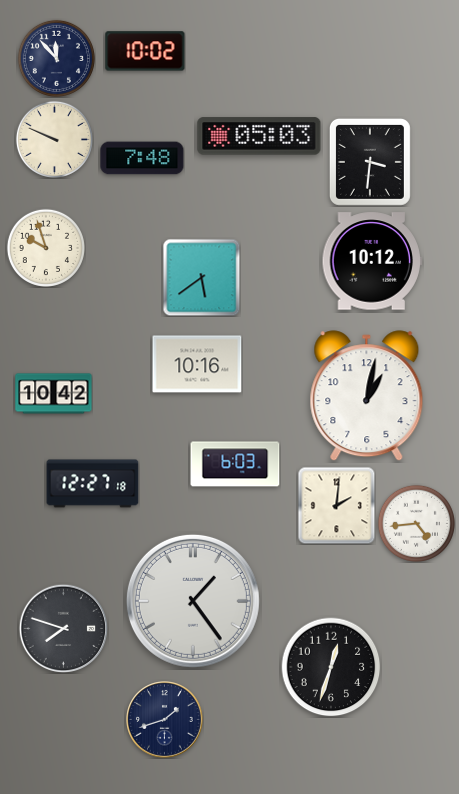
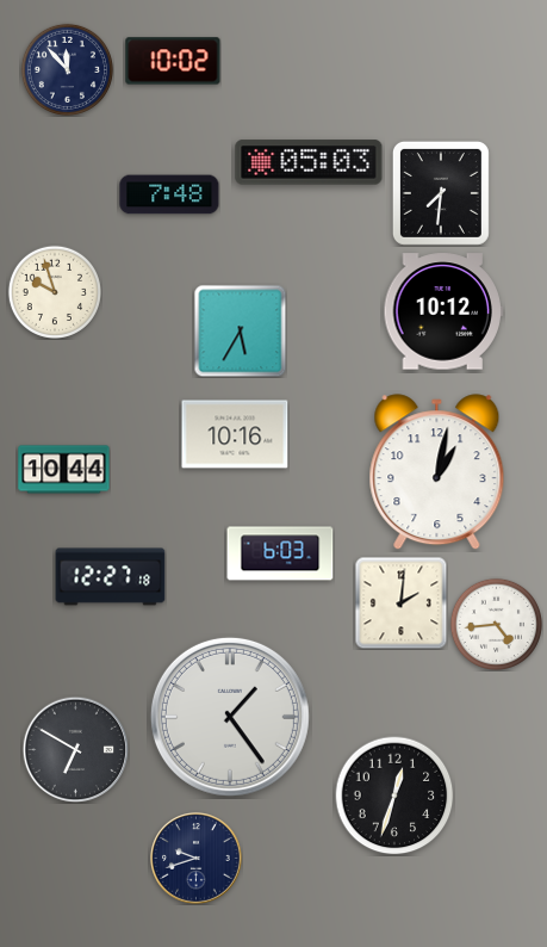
clock at (54, 139): 9:49 -> none
clock at (142, 158) position: (142, 158) -> (169, 194)
clock at (370, 162): 3:31 -> 7:31
clock at (46, 248) position: (46, 248) -> (55, 292)
clock at (201, 277): 5:39 -> 5:35
clock at (54, 394): 10:42 -> 10:44
clock at (63, 628): 7:48 -> 6:50
clock at (165, 720): 1:42 -> 9:42
